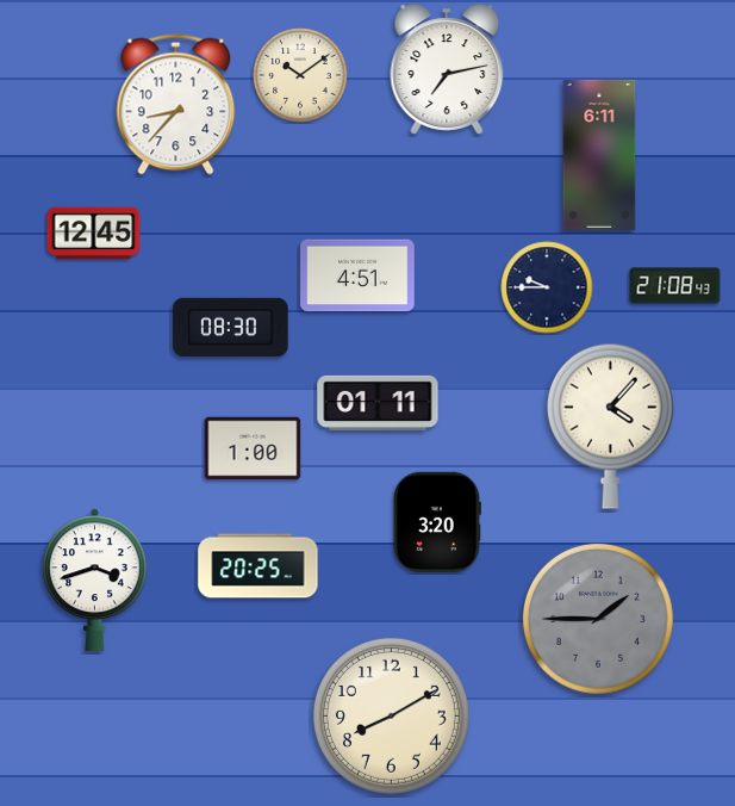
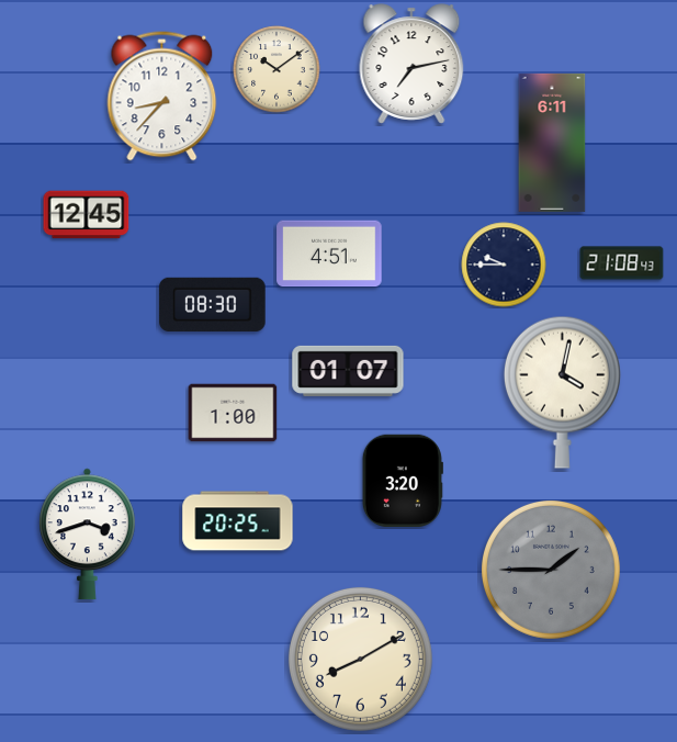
clock at (231, 327) position: (231, 327) -> (213, 304)
clock at (378, 403): 01:11 -> 01:07
clock at (610, 426): 4:07 -> 4:02
